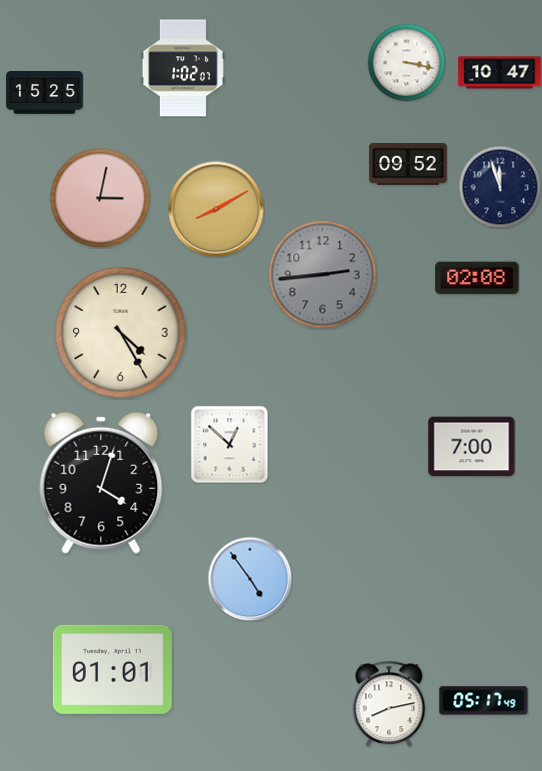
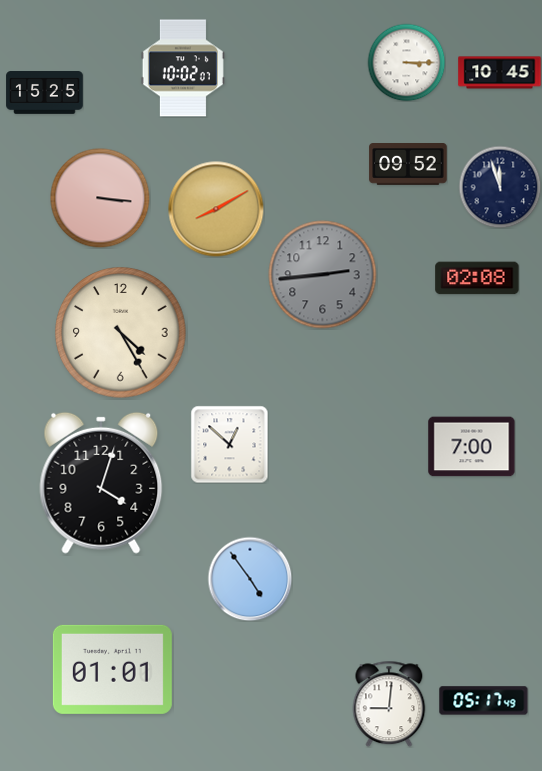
clock at (406, 62): 3:17 -> 3:15
clock at (183, 68): 1:02 -> 10:02
clock at (500, 73): 10:47 -> 10:45
clock at (100, 198): 3:02 -> 3:16
clock at (389, 704): 8:13 -> 9:01
